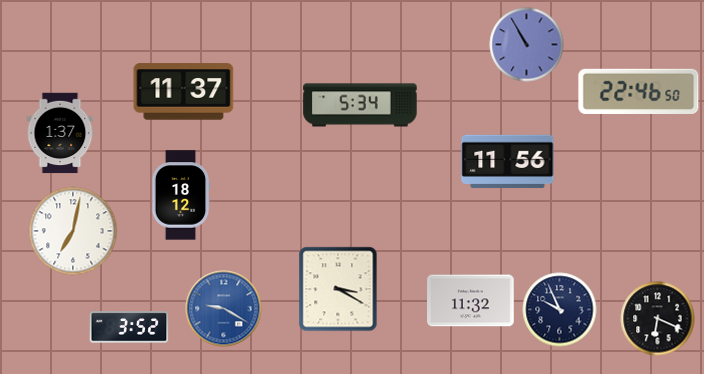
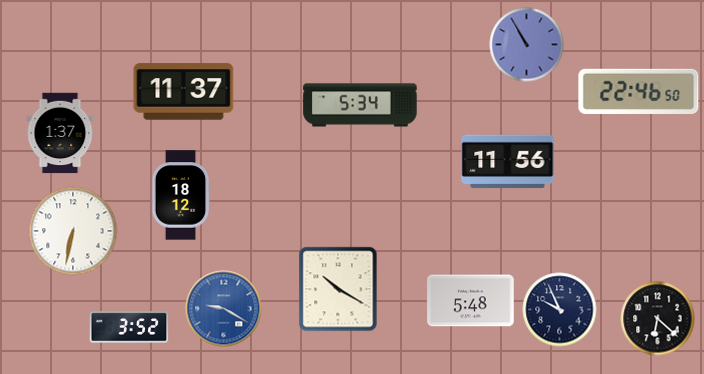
clock at (73, 231): 7:02 -> 6:32
clock at (338, 289): 3:20 -> 10:20
clock at (471, 301): 11:32 -> 5:48
clock at (658, 319): 6:19 -> 6:22
